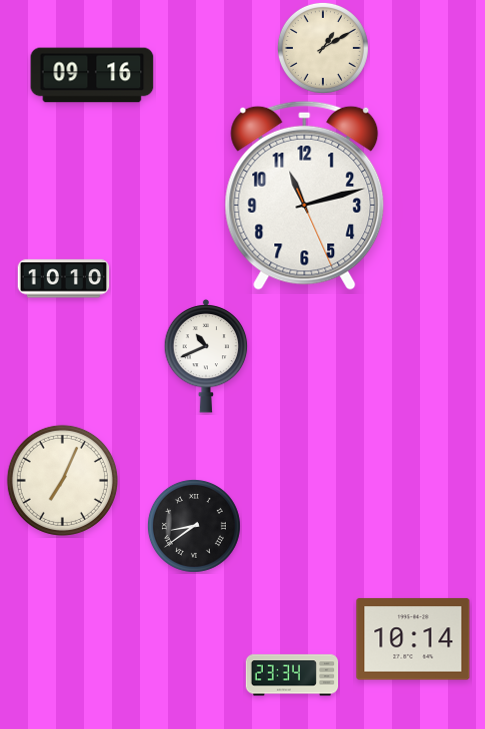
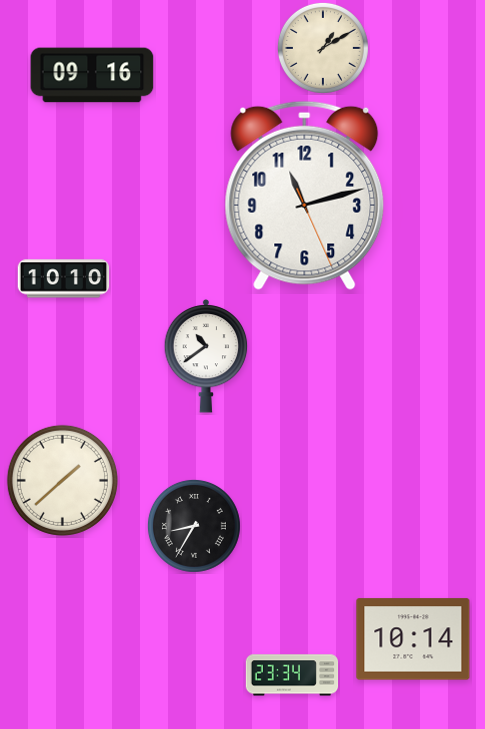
clock at (206, 357): 10:41 -> 10:39
clock at (62, 480): 7:04 -> 1:38
clock at (194, 526): 8:39 -> 8:35
